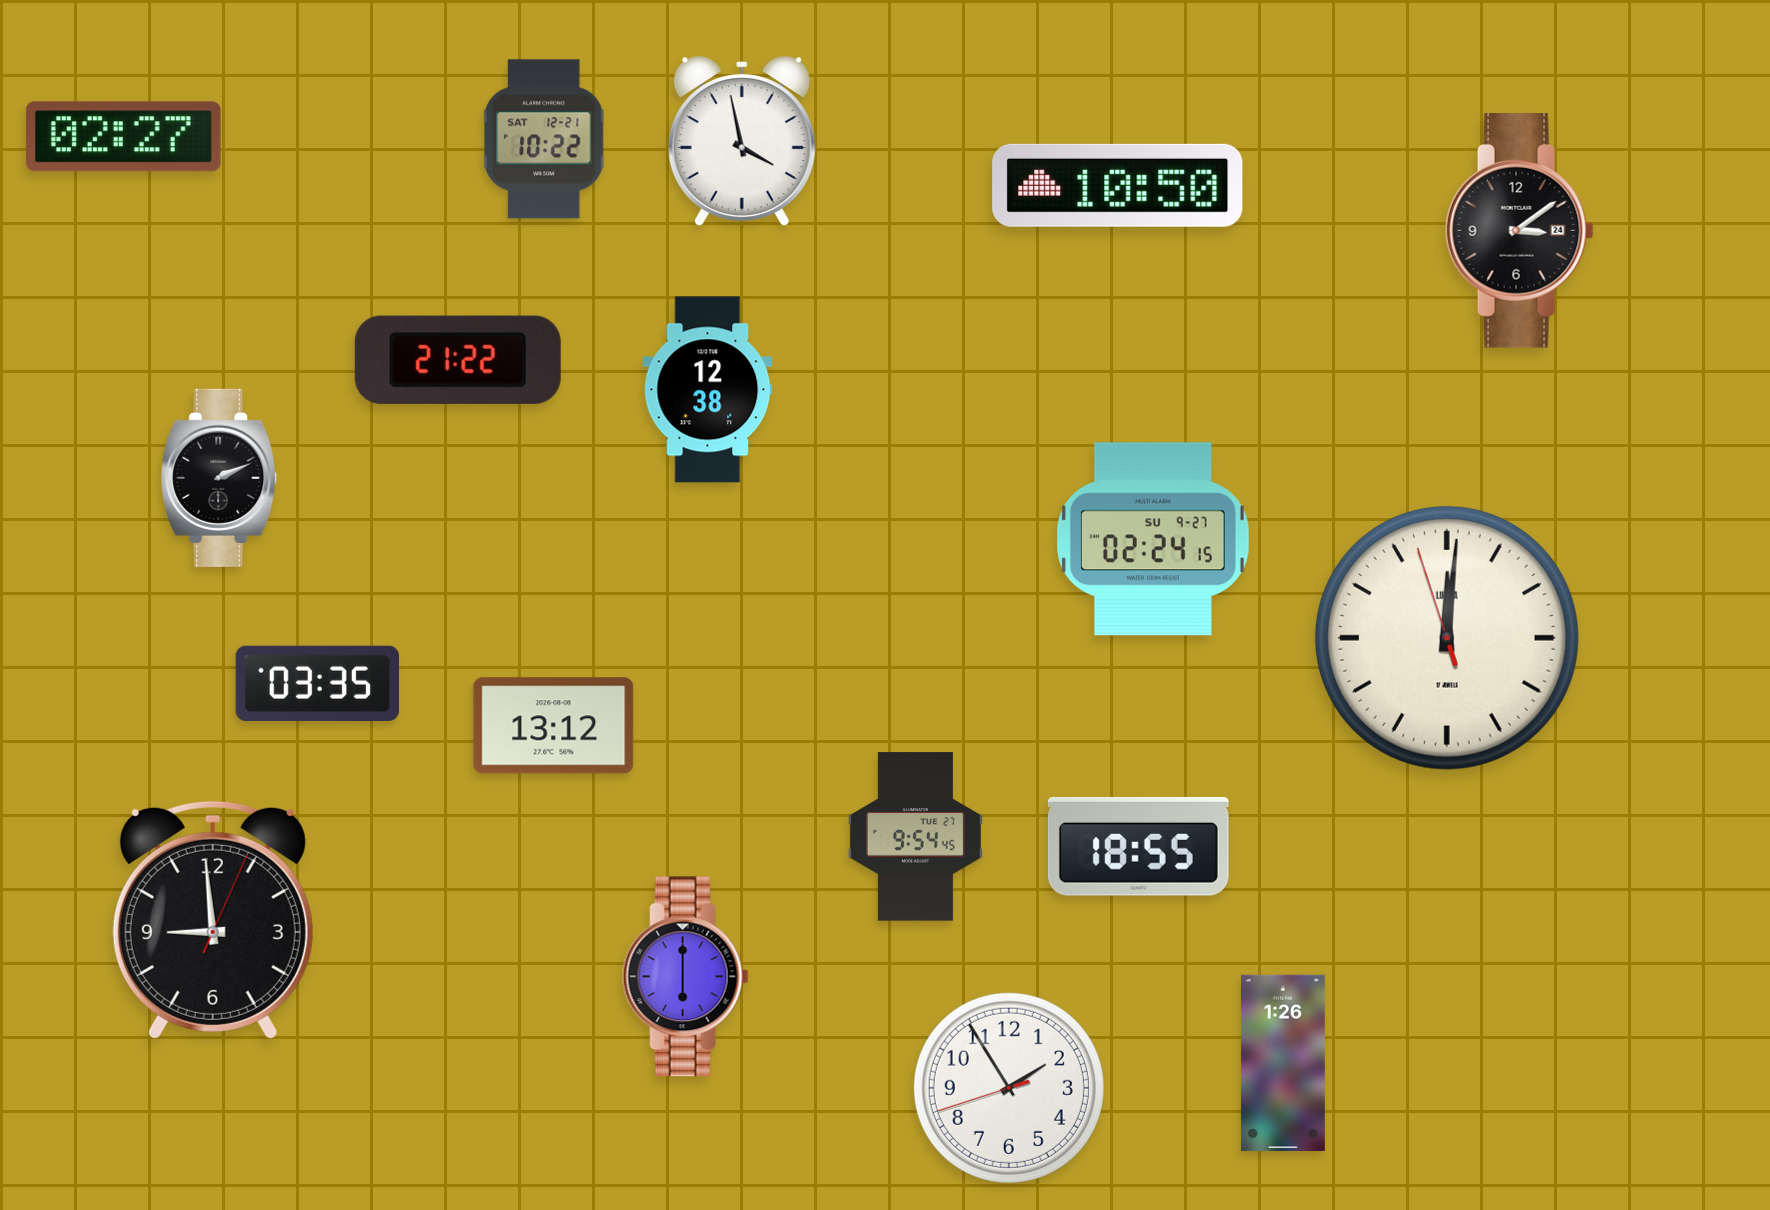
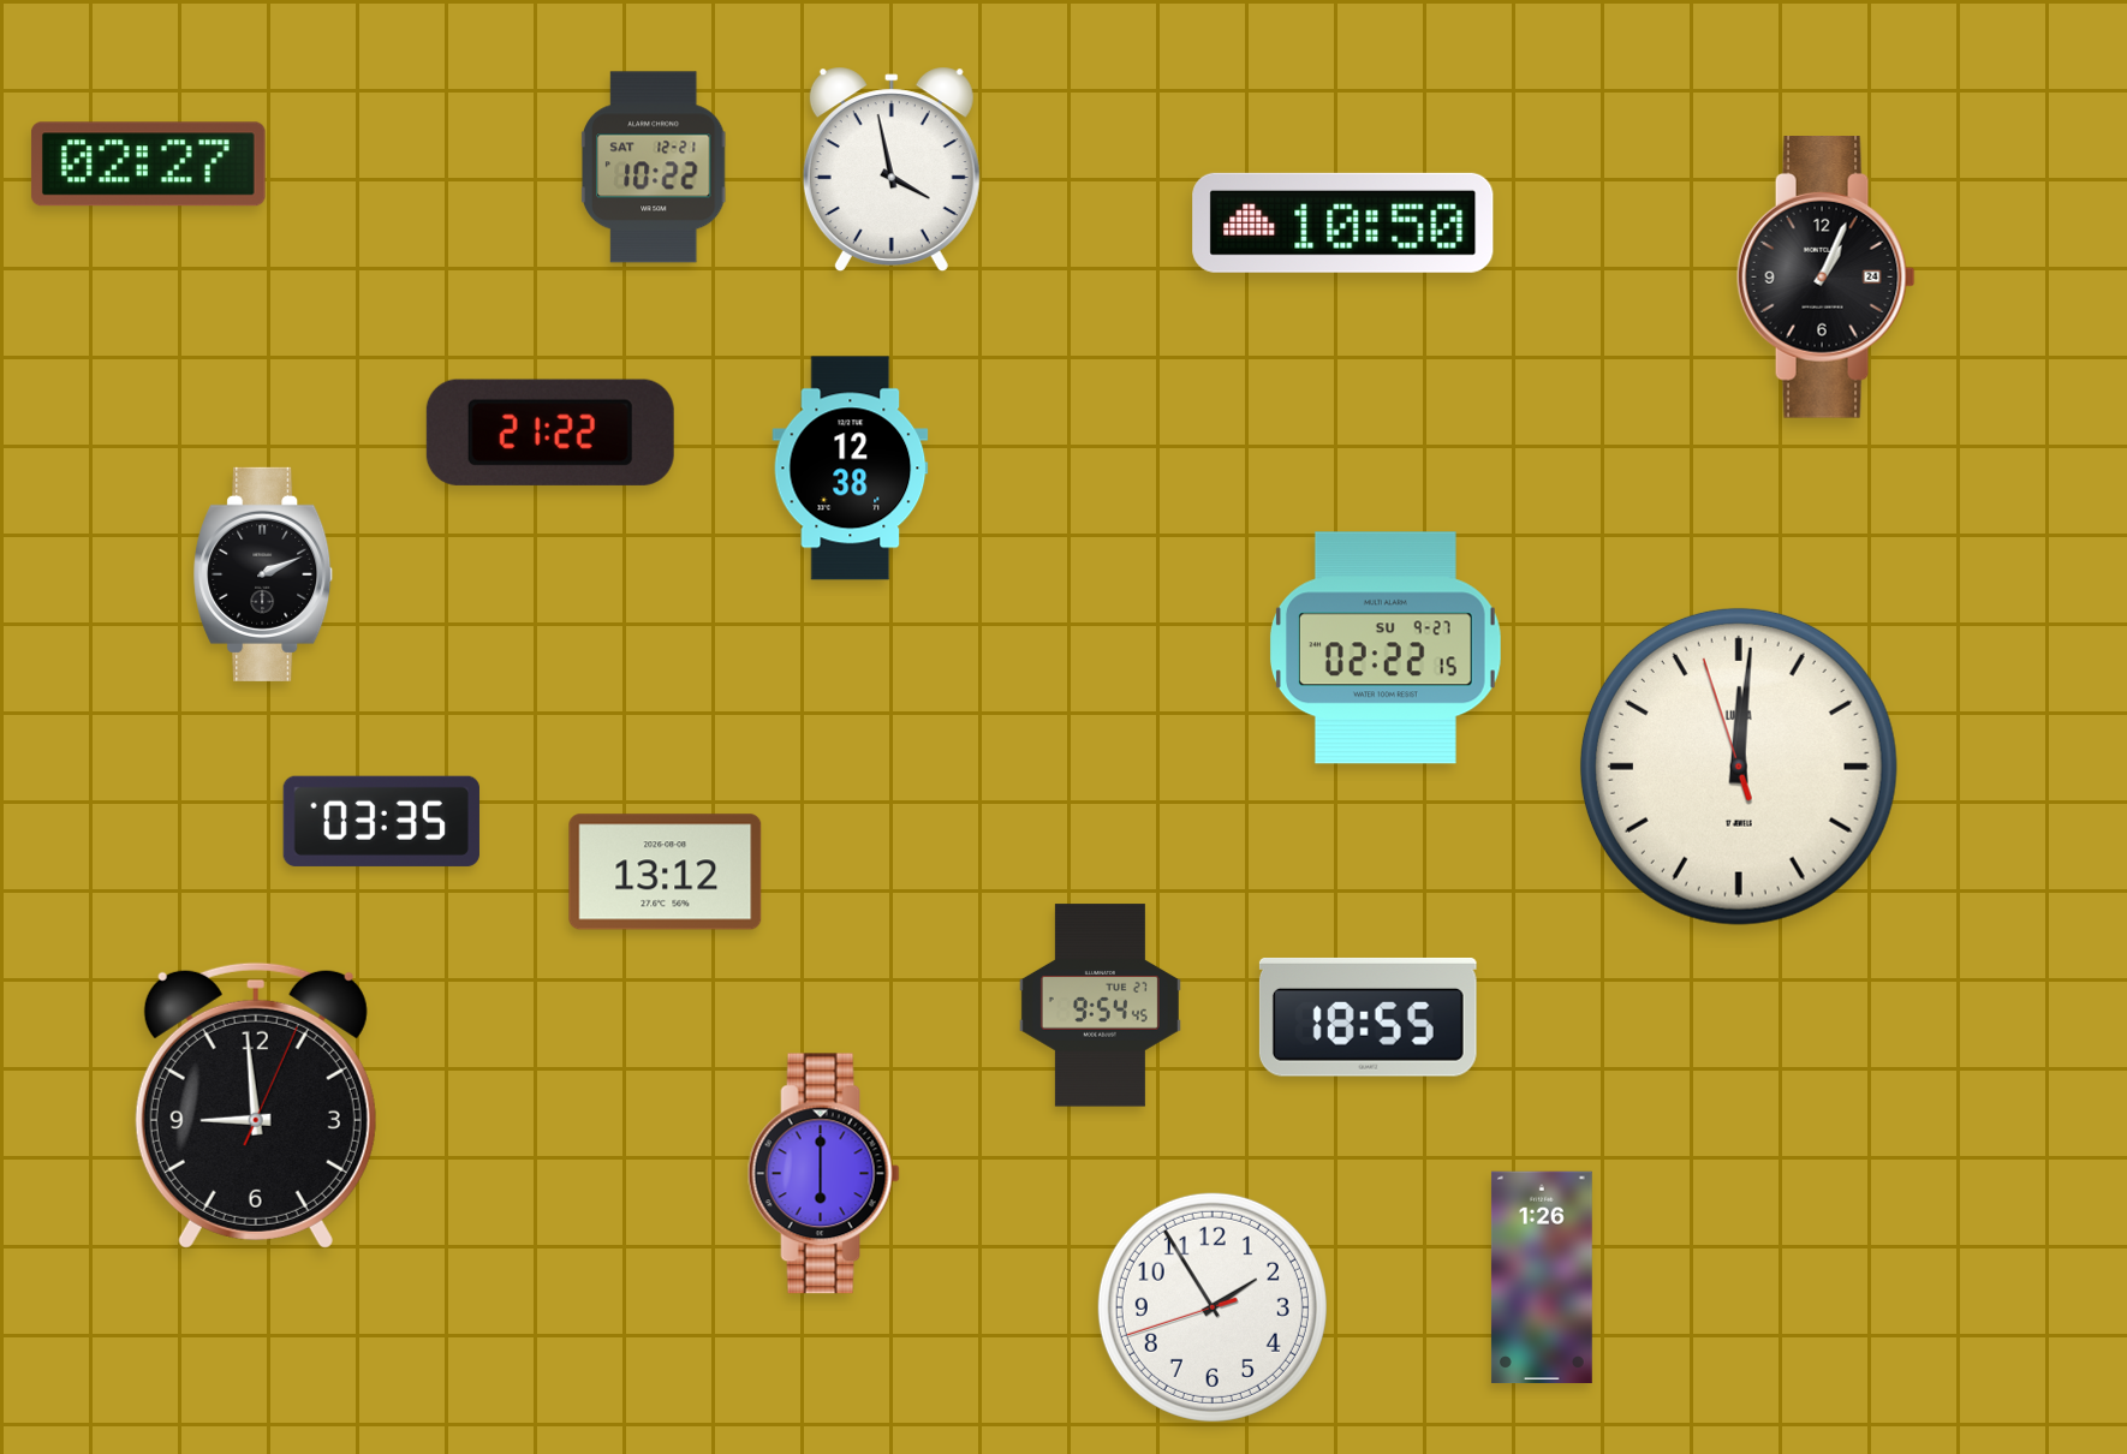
clock at (1519, 231): 3:09 -> 1:04
clock at (1153, 539): 02:24 -> 02:22
